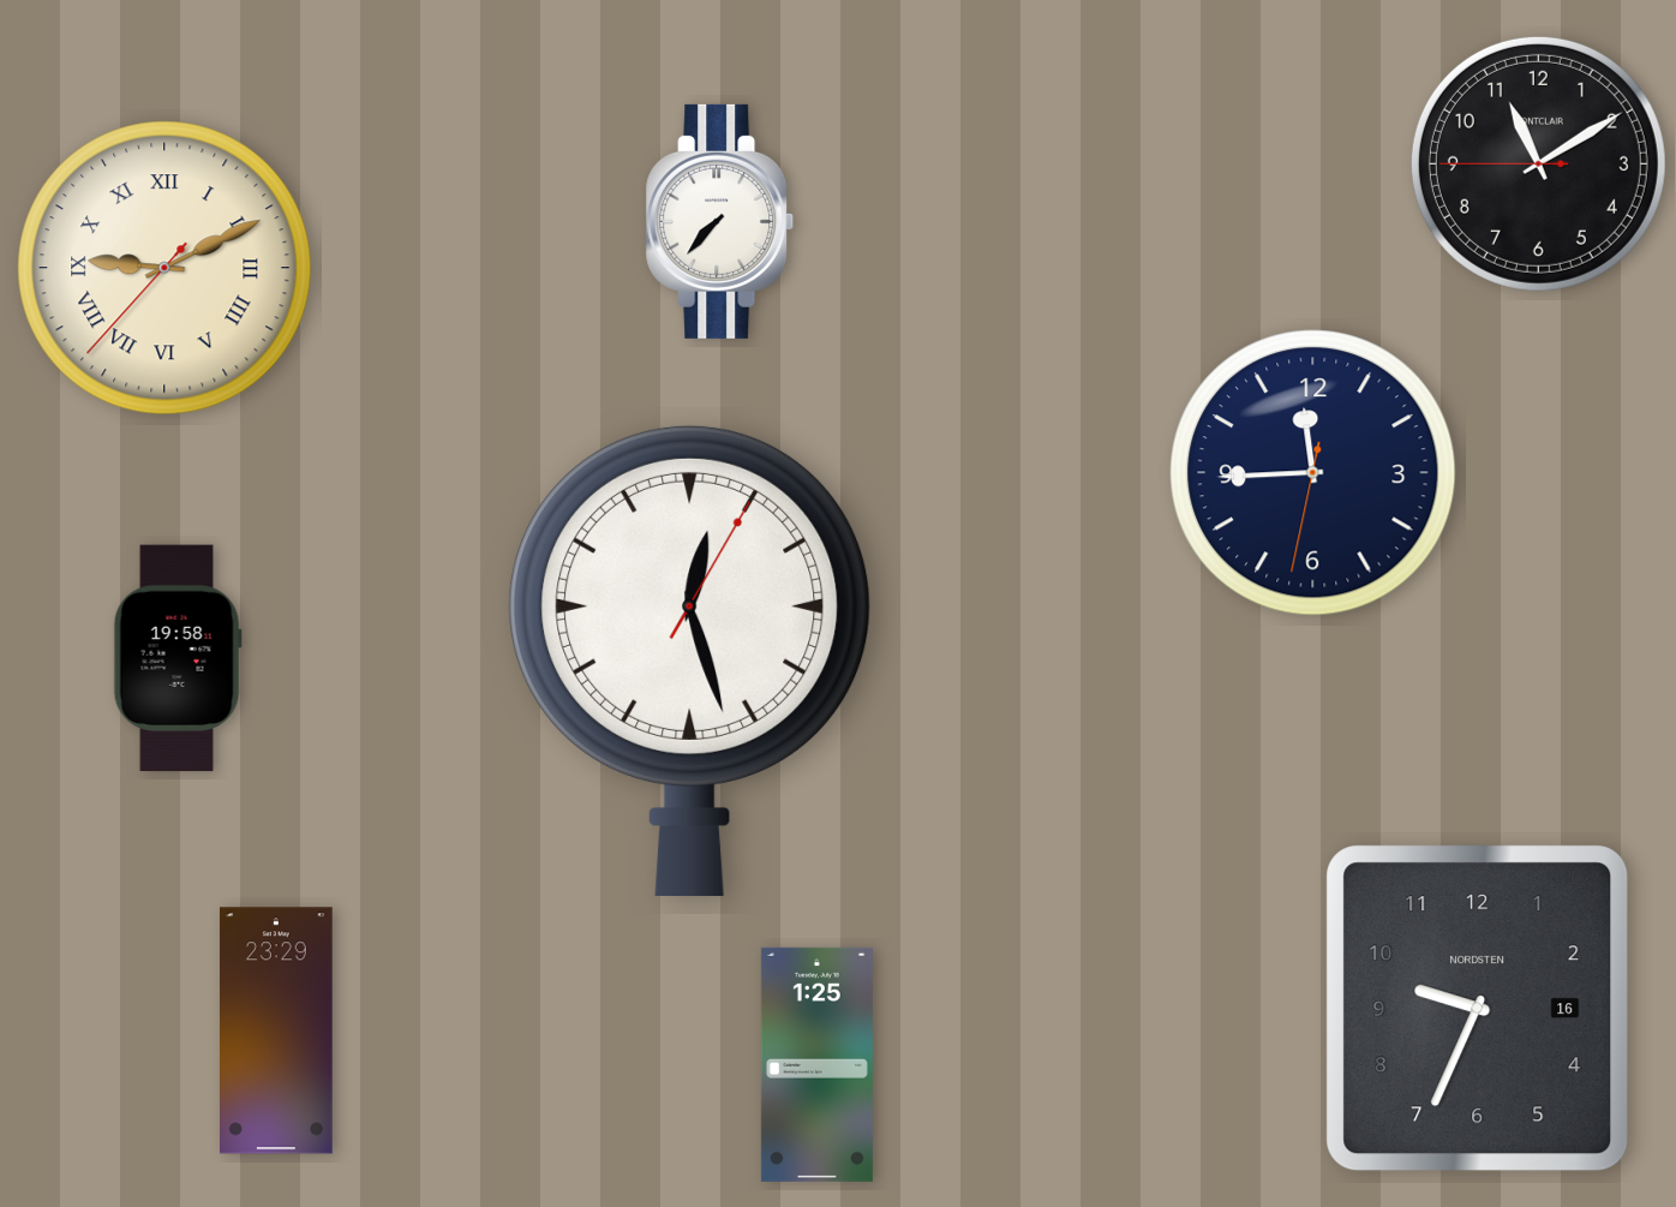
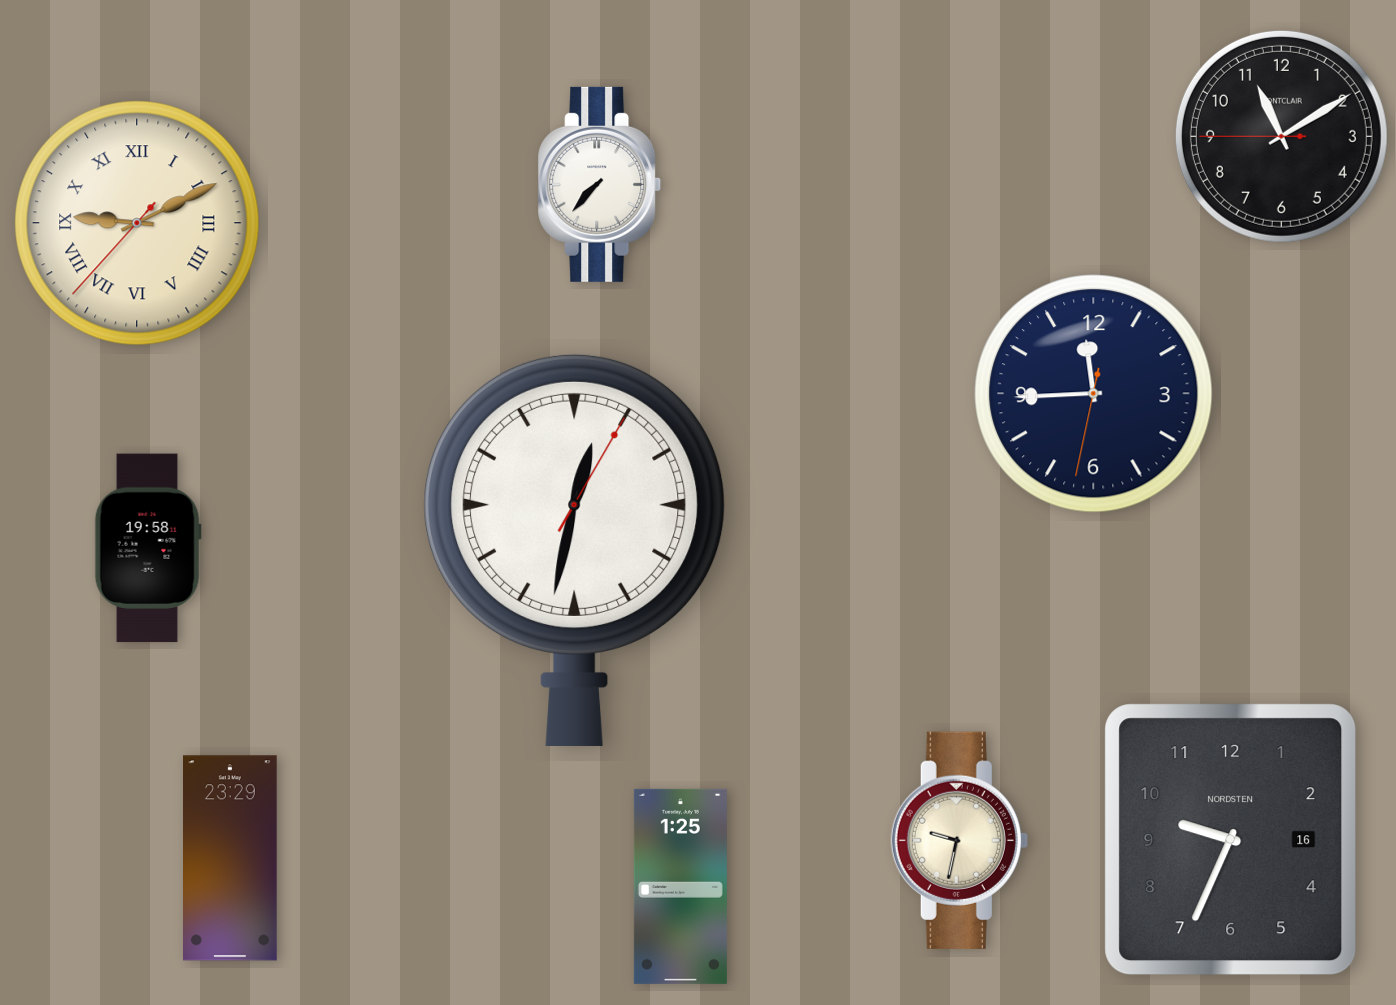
clock at (690, 661): 12:27 -> 12:32
clock at (959, 840): none -> 9:32
